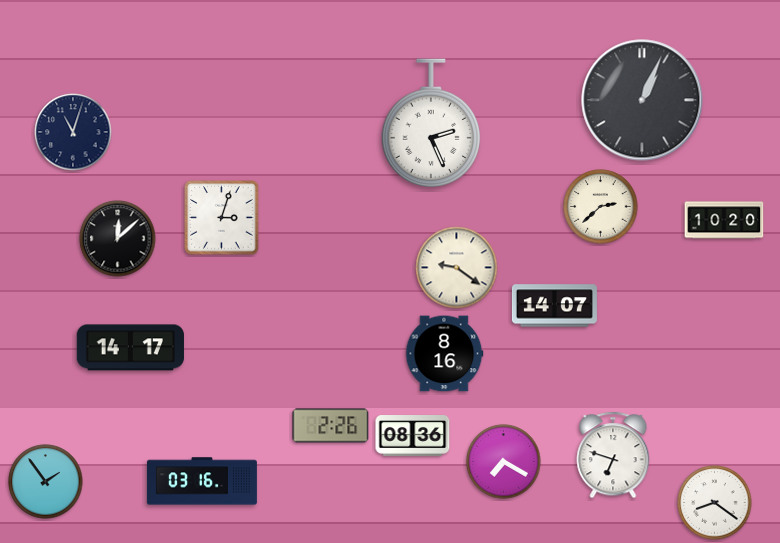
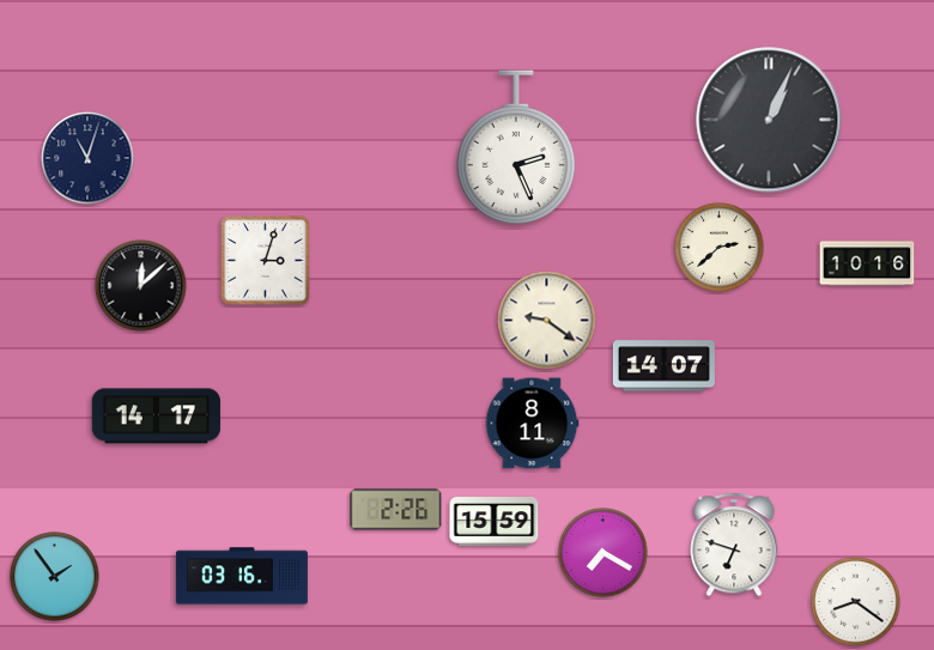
clock at (724, 220): 10:20 -> 10:16
clock at (444, 354): 8:16 -> 8:11
clock at (413, 436): 08:36 -> 15:59
